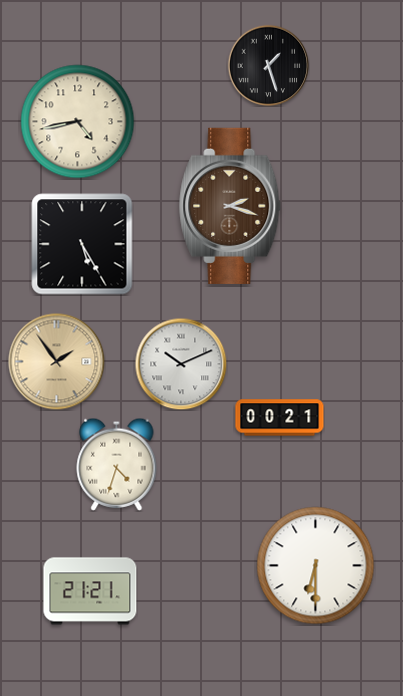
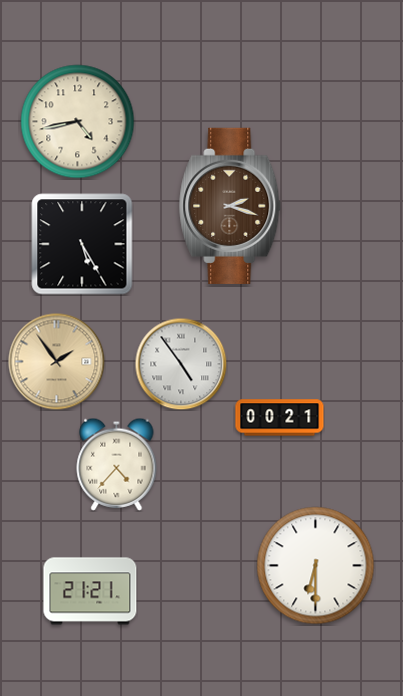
clock at (268, 65): 1:27 -> none
clock at (181, 364): 10:11 -> 4:54
clock at (117, 464): 4:33 -> 4:37
